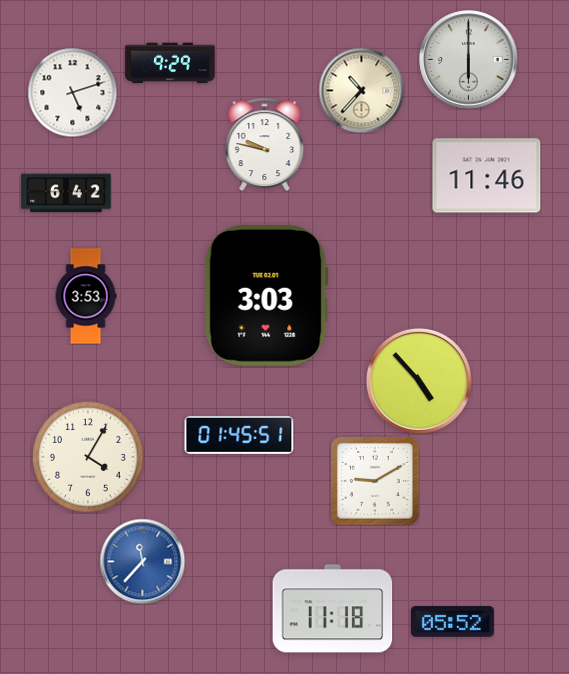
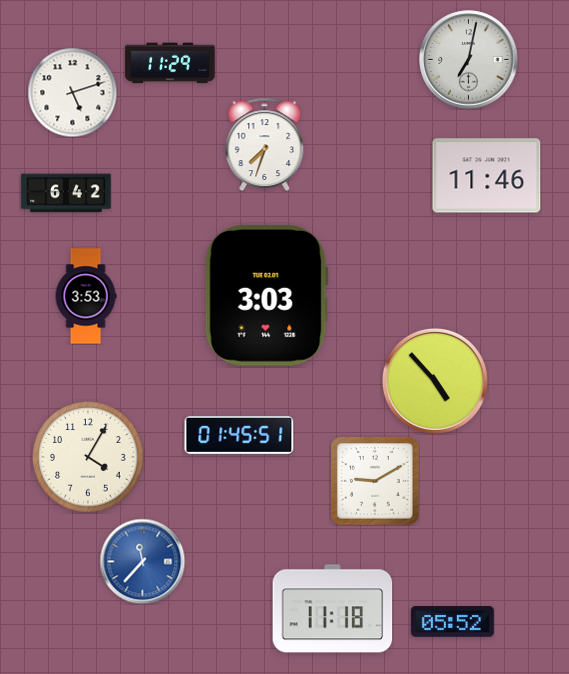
clock at (469, 60): 6:00 -> 7:02
clock at (170, 63): 9:29 -> 11:29
clock at (361, 90): 10:37 -> none
clock at (265, 144): 9:47 -> 7:33
clock at (419, 381) position: (419, 381) -> (435, 381)
